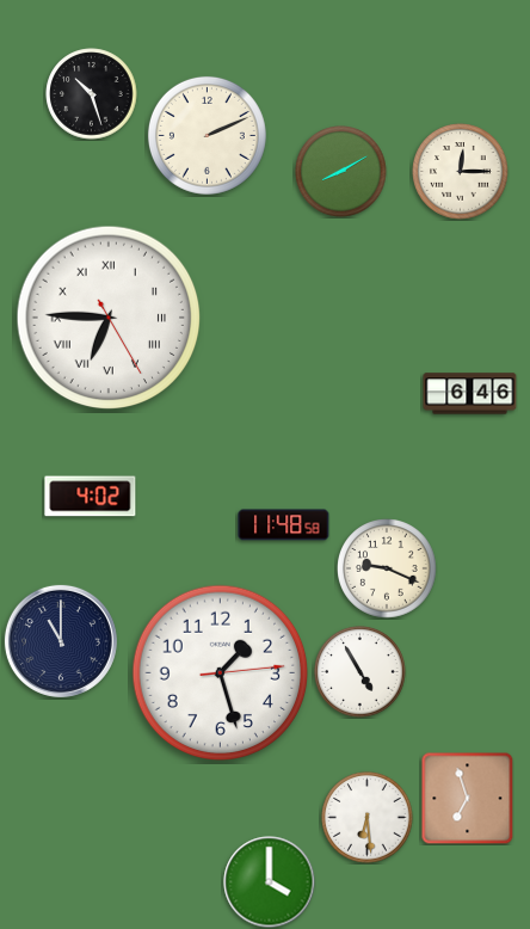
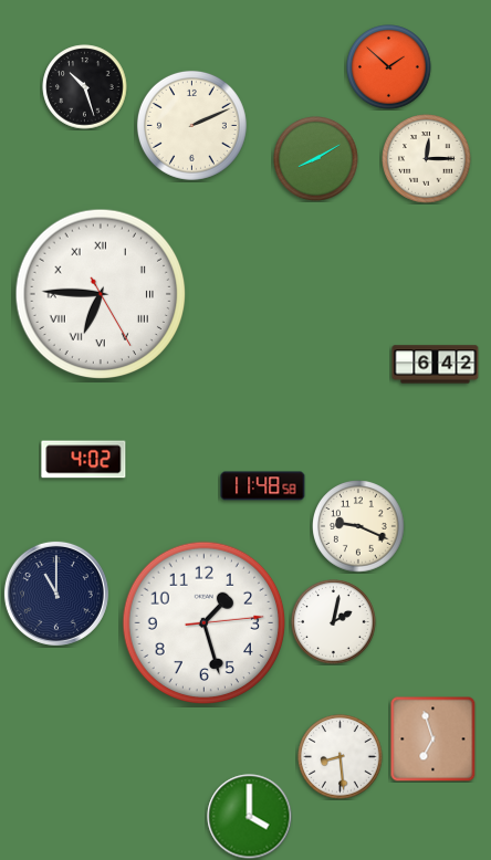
clock at (389, 67): none -> 1:52
clock at (470, 394): 6:46 -> 6:42
clock at (360, 672): 4:55 -> 2:02
clock at (368, 818): 6:29 -> 8:29
